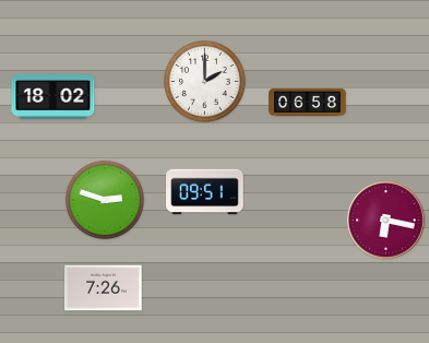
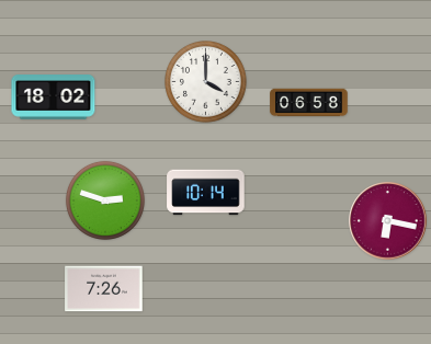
clock at (205, 82): 2:00 -> 4:00
clock at (205, 192): 09:51 -> 10:14
